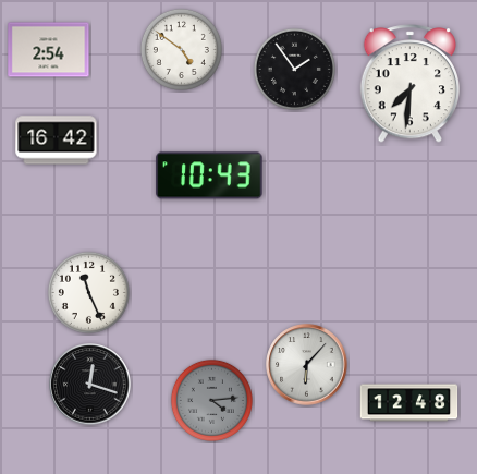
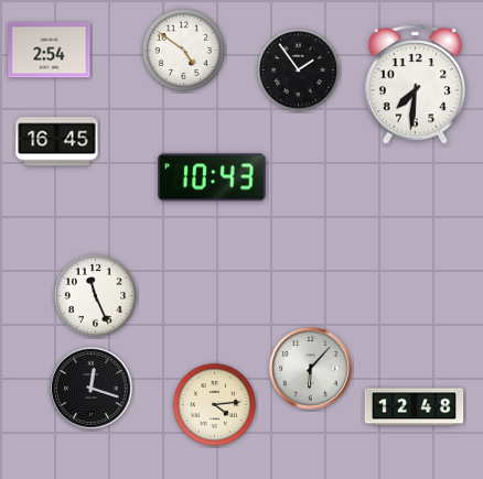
clock at (57, 141): 16:42 -> 16:45
clock at (88, 292) position: (88, 292) -> (95, 295)
clock at (211, 400) dial: grey -> cream
